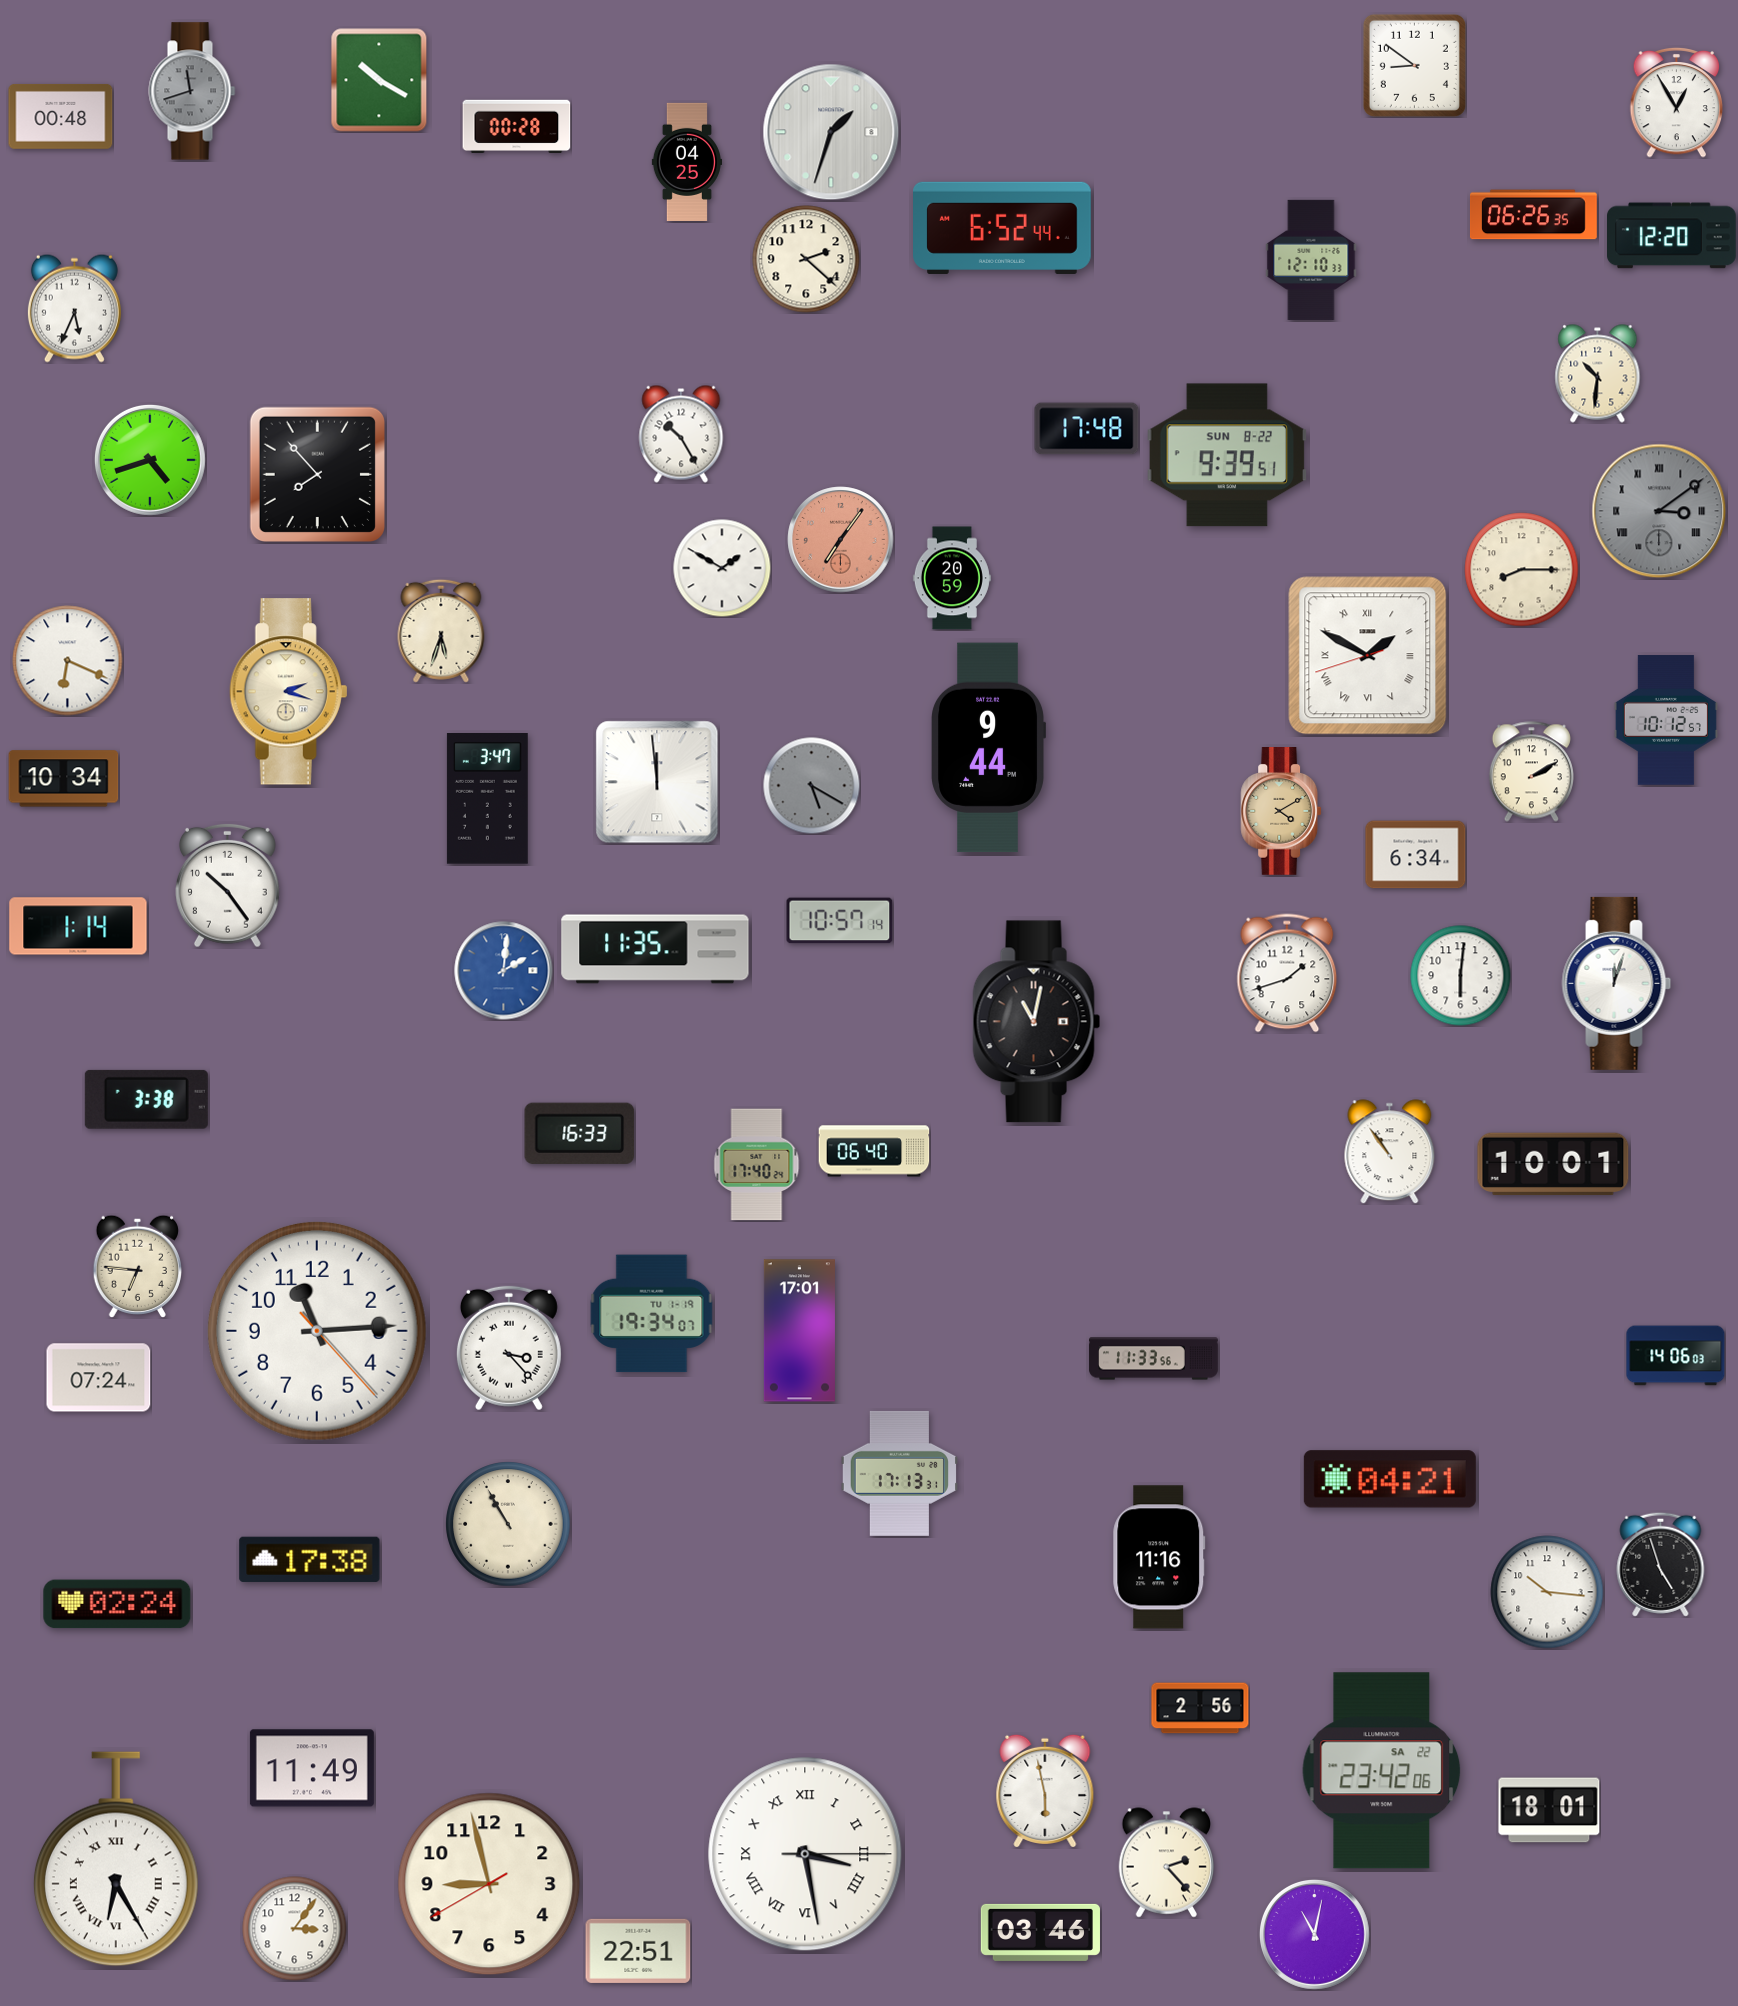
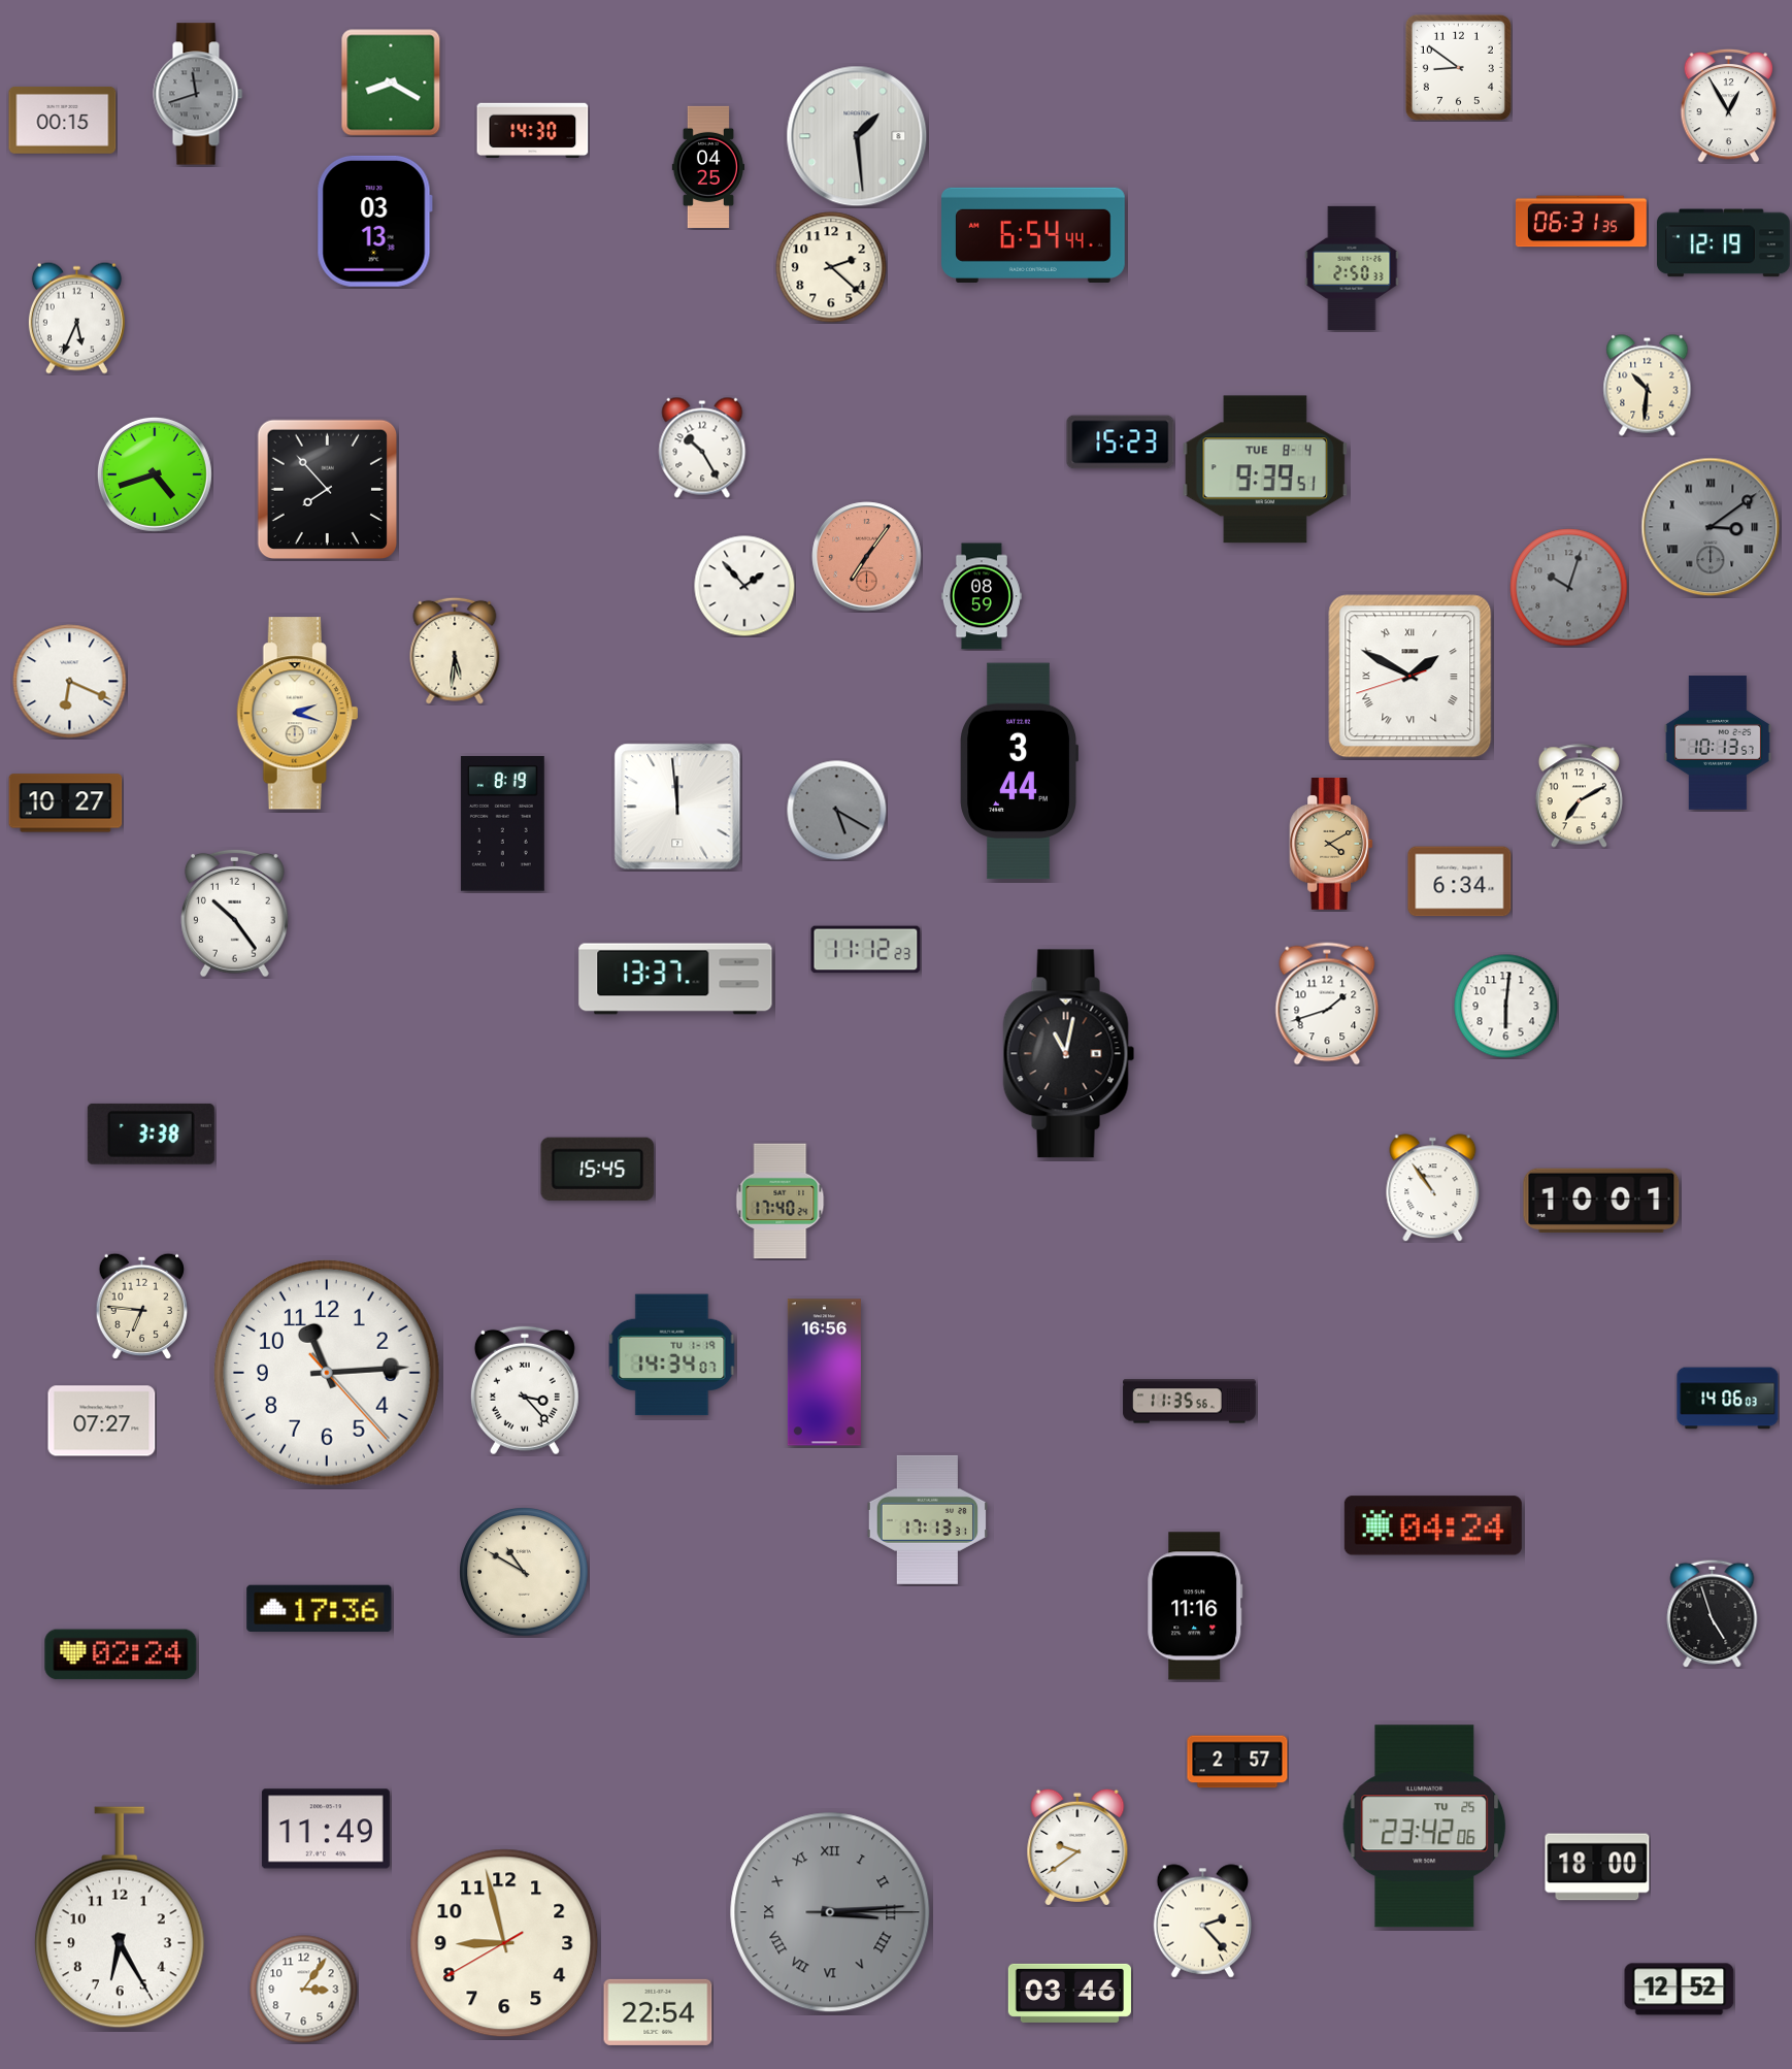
clock at (379, 80): 10:20 -> 8:20
clock at (61, 116): 00:48 -> 00:15
clock at (517, 126): 00:28 -> 14:30
clock at (831, 132): 1:33 -> 1:29
clock at (374, 221): none -> 03:13
clock at (1533, 215): 06:26 -> 06:31
clock at (1003, 228): 6:52 -> 6:54
clock at (1672, 236): 12:20 -> 12:19
clock at (1311, 260): 12:10 -> 2:50
clock at (1087, 429): 17:48 -> 15:23
clock at (1227, 455) date: SUN 8-22 -> TUE 8-4
clock at (722, 568): 1:50 -> 1:53
clock at (1522, 570): 8:15 -> 10:03
clock at (1522, 570) dial: cream -> grey
clock at (952, 578): 20:59 -> 08:59
clock at (441, 631): 5:33 -> 5:31
clock at (1666, 720): 10:12 -> 10:13
clock at (988, 748): 9:44 -> 3:44
clock at (1531, 772): 2:10 -> 7:10
clock at (64, 779): 10:34 -> 10:27
clock at (487, 799): 3:47 -> 8:19
clock at (1281, 812) position: (1281, 812) -> (1331, 845)
clock at (840, 921): 10:57 -> 11:12
clock at (78, 926): 1:14 -> none
clock at (655, 949): 11:35 -> 13:37
clock at (504, 971): 2:01 -> none
clock at (1617, 983): 12:03 -> none
clock at (580, 1133): 16:33 -> 15:45
clock at (874, 1151): 06:40 -> none
clock at (652, 1314): 19:34 -> 14:34
clock at (799, 1331): 17:01 -> 16:56
clock at (1154, 1359): 11:33 -> 11:35
clock at (99, 1378): 07:24 -> 07:27
clock at (1390, 1479): 04:21 -> 04:24
clock at (508, 1524): 10:55 -> 10:50
clock at (310, 1559): 17:38 -> 17:36
clock at (1547, 1592): 10:16 -> none
clock at (1200, 1708): 2:56 -> 2:57
clock at (312, 1768) position: (312, 1768) -> (326, 1829)
clock at (1382, 1771) date: SA 22 -> TU 25
clock at (1045, 1791): 5:58 -> 9:39
clock at (1549, 1810): 18:01 -> 18:00
clock at (805, 1854): 3:28 -> 3:14
clock at (805, 1854) dial: white -> grey
clock at (116, 1859) numerals: Roman -> Arabic
clock at (1680, 1990): none -> 12:52
clock at (1040, 1932) position: (1040, 1932) -> (1069, 1993)
clock at (1314, 1934): 11:02 -> none
clock at (638, 1951): 22:51 -> 22:54
